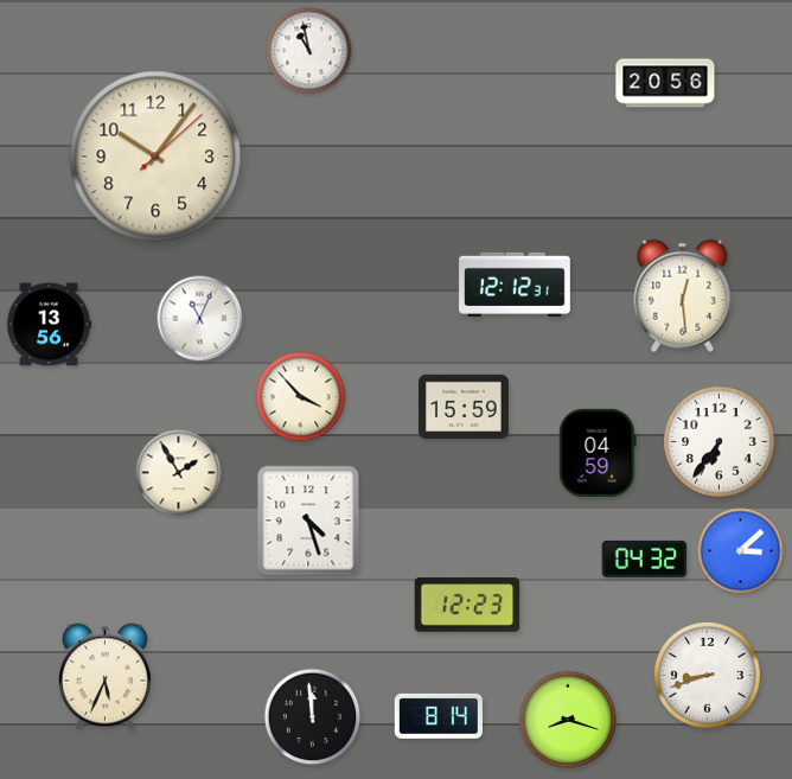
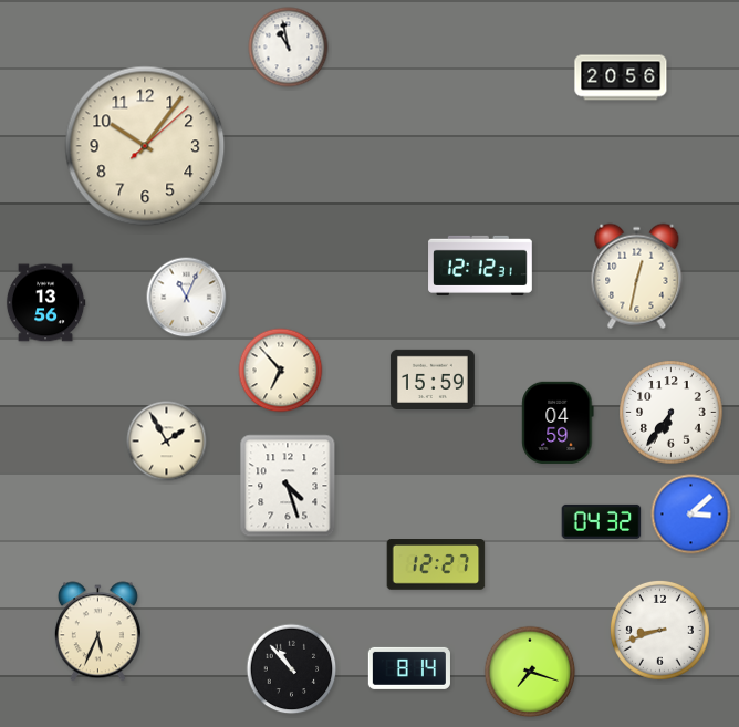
clock at (683, 296): 12:29 -> 12:32
clock at (301, 397): 3:53 -> 6:53
clock at (467, 605): 12:23 -> 12:27
clock at (313, 717): 11:59 -> 10:53
clock at (568, 720): 8:18 -> 7:18
